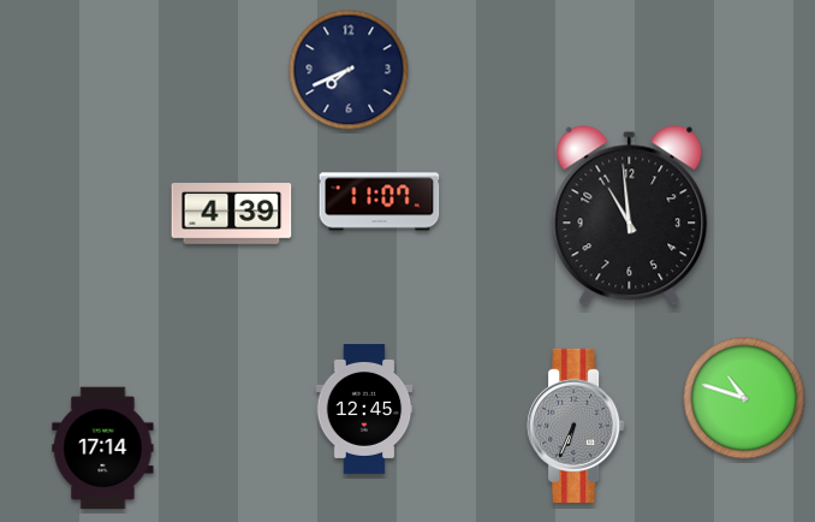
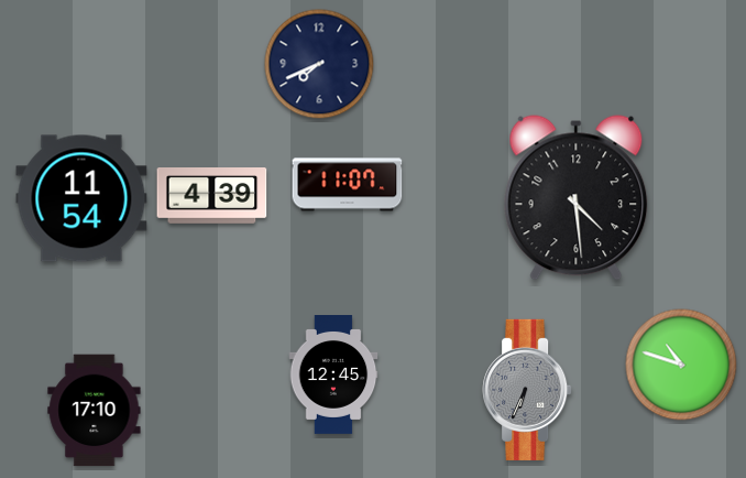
clock at (81, 198): none -> 11:54
clock at (630, 216): 10:59 -> 4:29
clock at (103, 449): 17:14 -> 17:10
